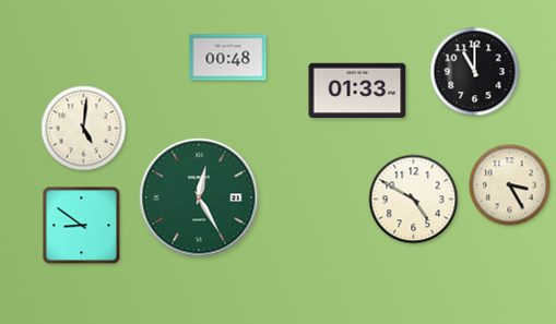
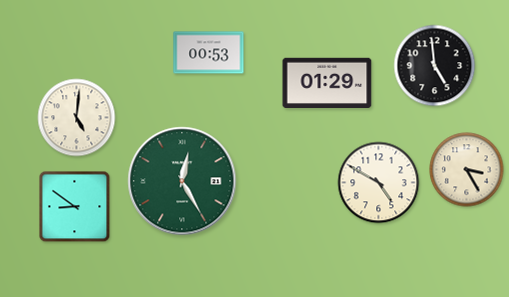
clock at (228, 58): 00:48 -> 00:53
clock at (475, 72): 11:00 -> 4:59
clock at (357, 91): 01:33 -> 01:29
